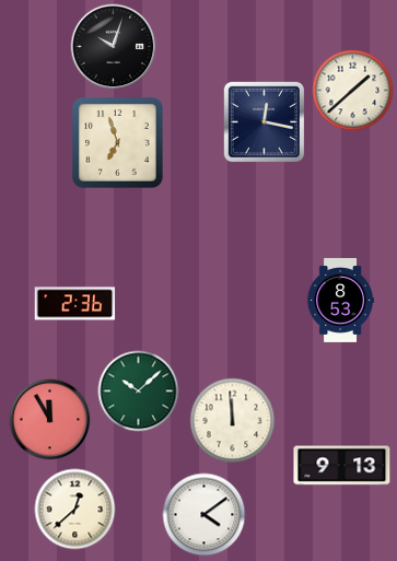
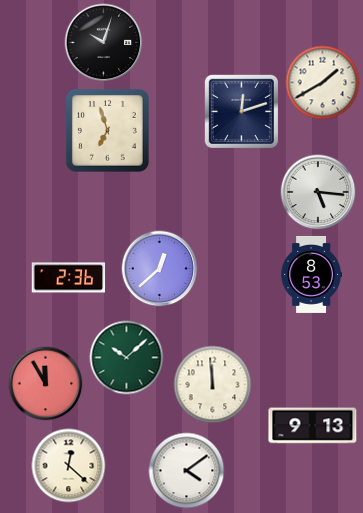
clock at (353, 91): 1:38 -> 1:40
clock at (264, 121): 12:17 -> 12:12
clock at (318, 192): none -> 5:16
clock at (160, 269): none -> 12:38
clock at (75, 510): 12:38 -> 12:22
